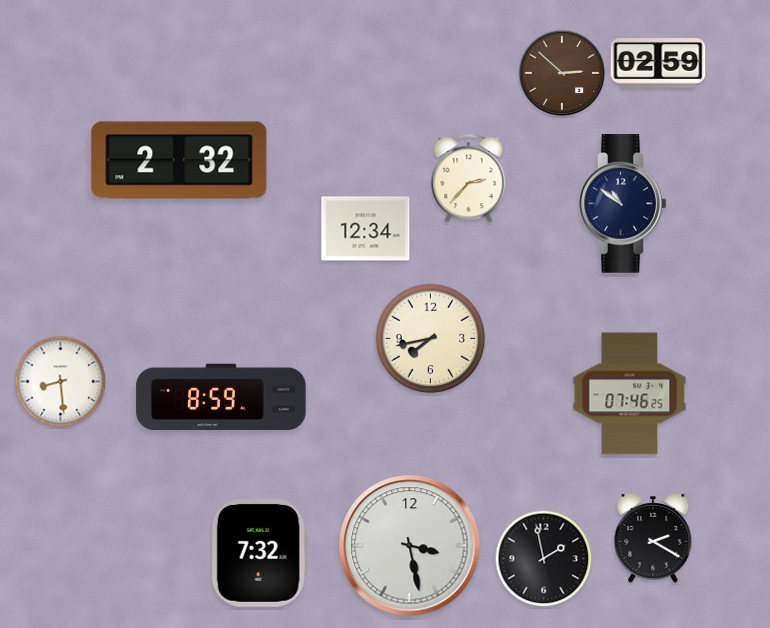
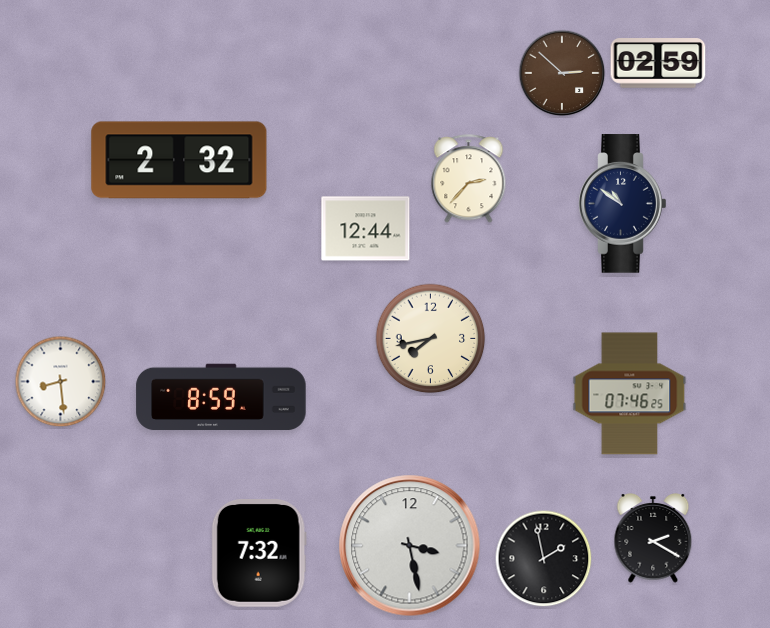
clock at (366, 229): 12:34 -> 12:44
